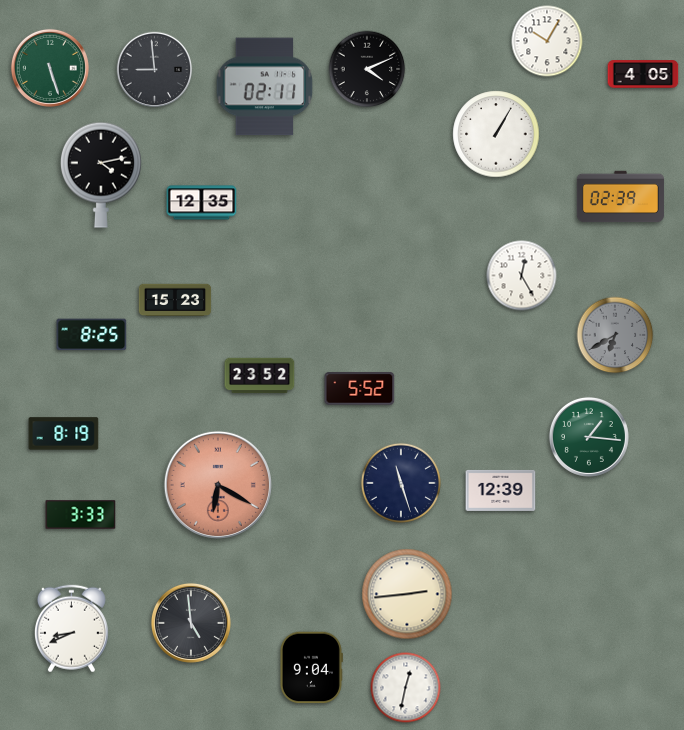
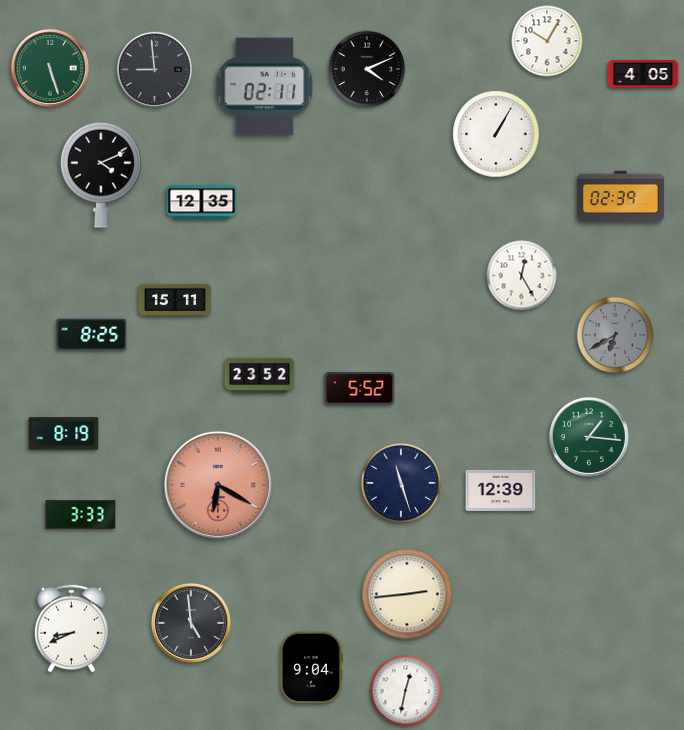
clock at (101, 175): 4:13 -> 4:11
clock at (175, 300): 15:23 -> 15:11
clock at (406, 688) position: (406, 688) -> (406, 691)
